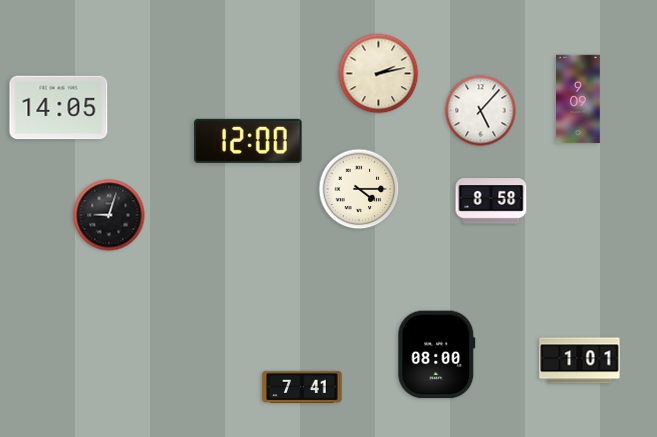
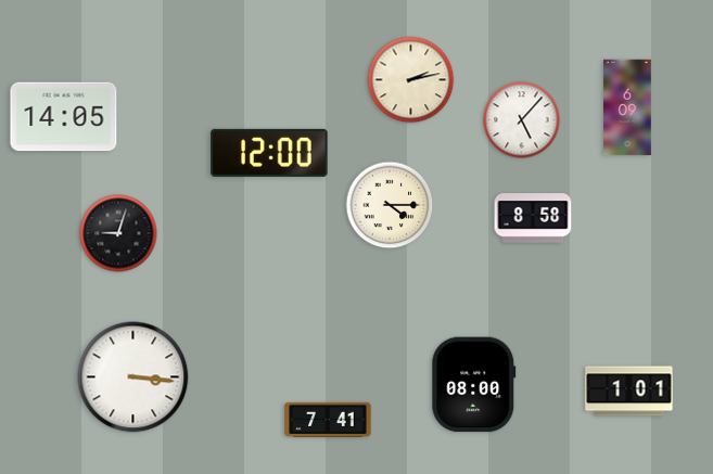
clock at (579, 99): 9:09 -> 6:09
clock at (133, 377): none -> 3:16
